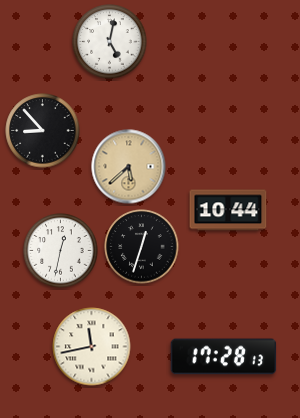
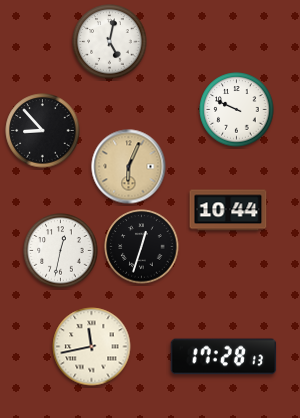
clock at (237, 110): none -> 9:49
clock at (129, 167): 5:38 -> 6:04
